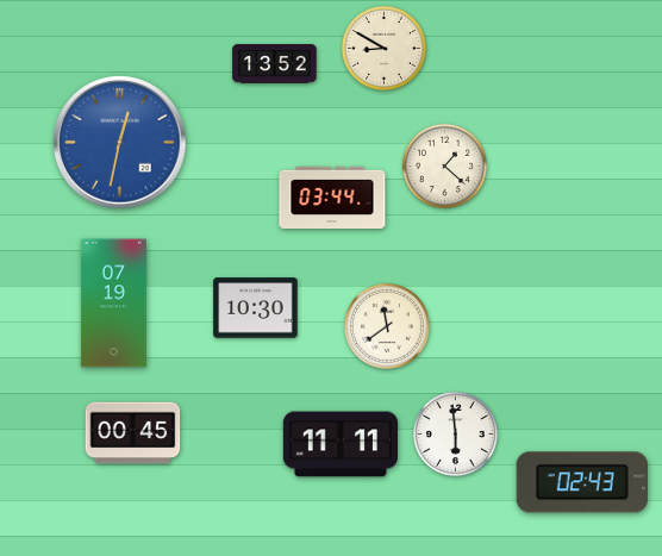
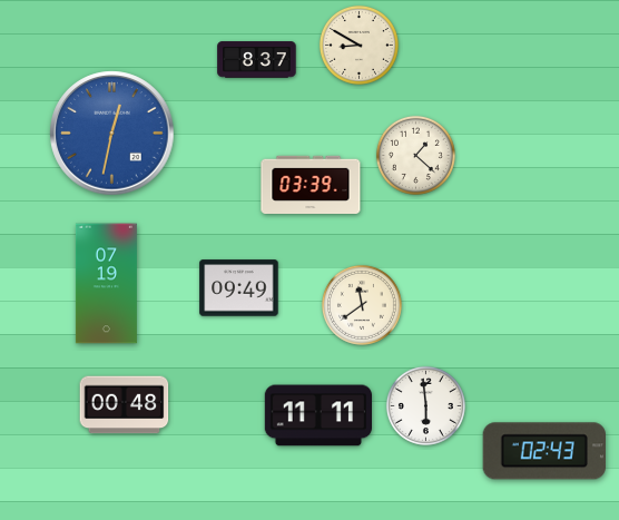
clock at (275, 64): 13:52 -> 8:37
clock at (332, 196): 03:44 -> 03:39
clock at (256, 308): 10:30 -> 09:49
clock at (133, 433): 00:45 -> 00:48
